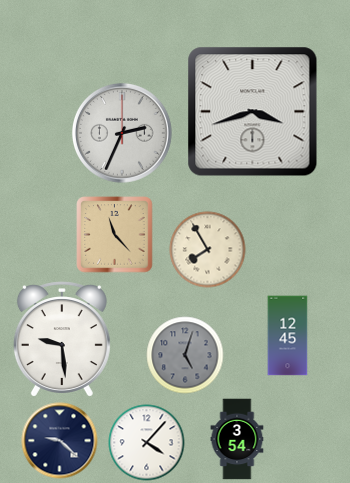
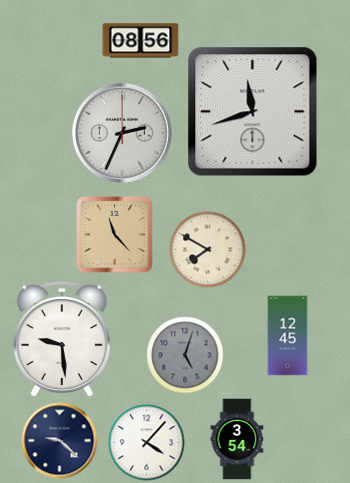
clock at (141, 41): none -> 08:56
clock at (253, 112): 3:42 -> 11:42
clock at (208, 250): 7:55 -> 7:50
